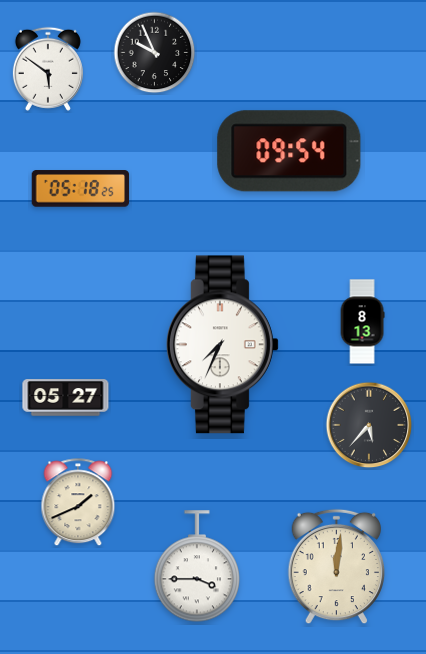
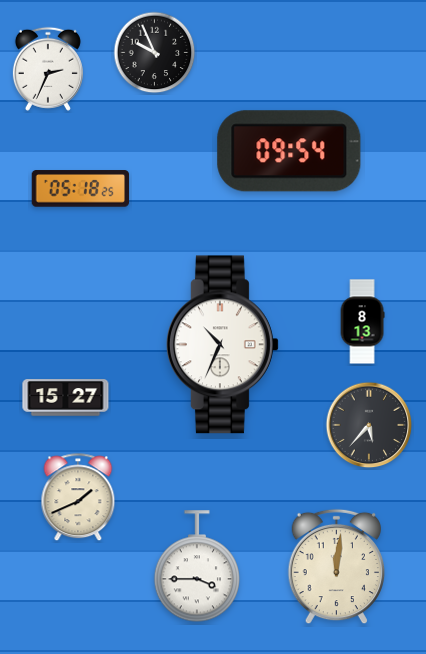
clock at (48, 69): 5:51 -> 2:34
clock at (222, 345): 7:34 -> 10:34
clock at (66, 398): 05:27 -> 15:27
clock at (78, 503) position: (78, 503) -> (78, 498)
